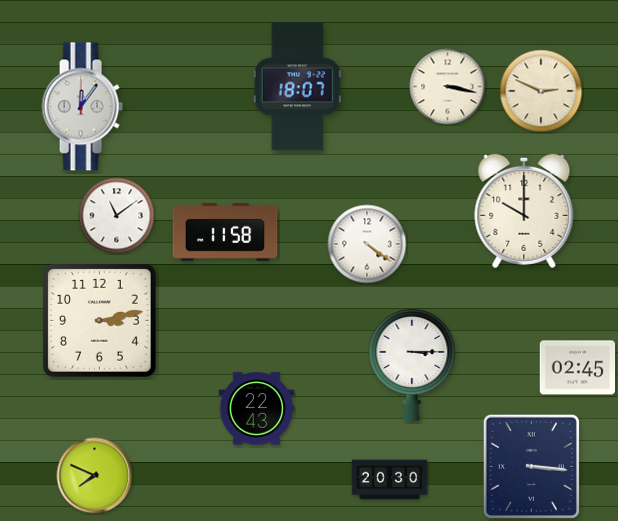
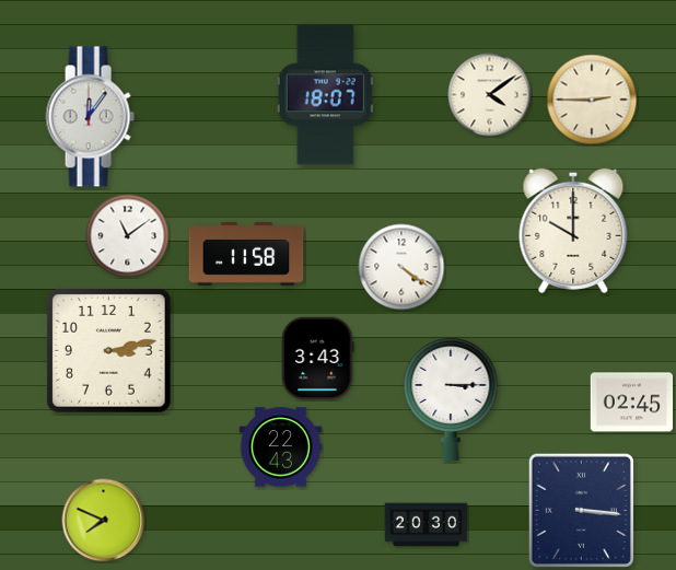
clock at (448, 87): 3:17 -> 4:09
clock at (541, 91): 2:49 -> 2:45
clock at (318, 359): none -> 3:43
